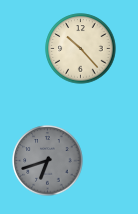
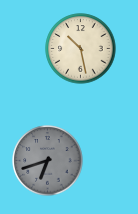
clock at (81, 49): 10:23 -> 10:28
